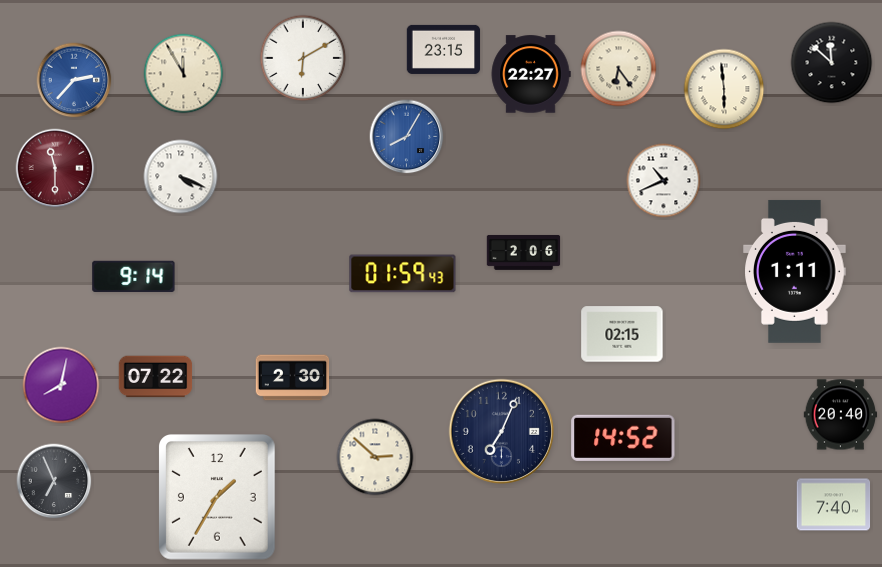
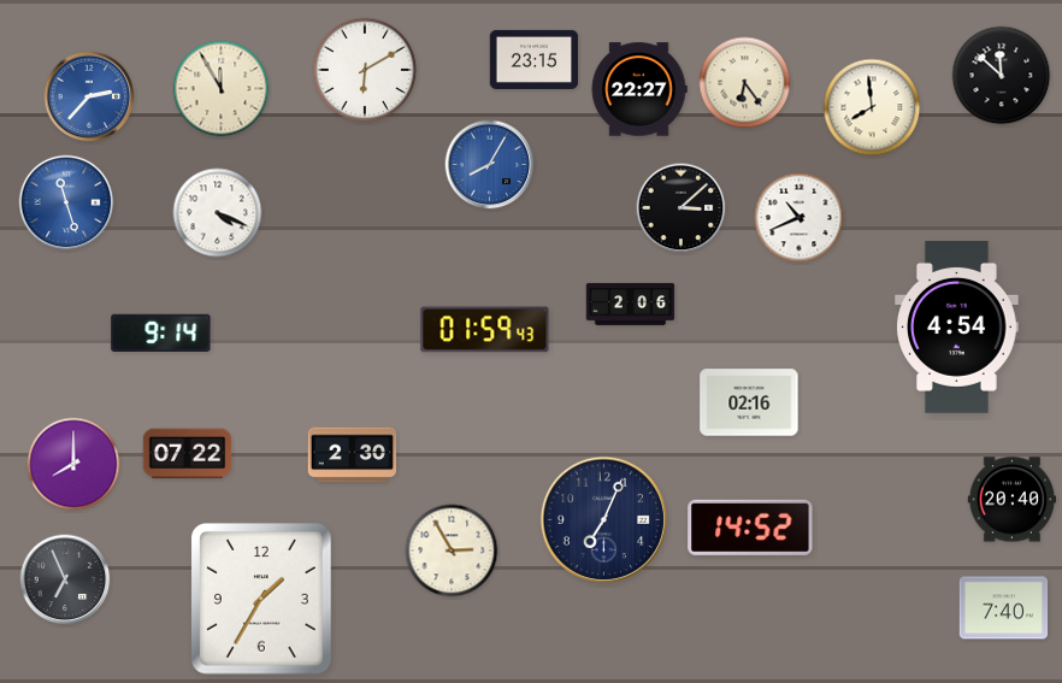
clock at (724, 89): 5:59 -> 7:59
clock at (55, 168): 11:30 -> 11:27
clock at (55, 168) dial: burgundy -> blue
clock at (682, 208): none -> 3:08
clock at (795, 271): 1:11 -> 4:54
clock at (622, 334): 02:15 -> 02:16
clock at (61, 385): 8:02 -> 8:00
clock at (375, 457): 2:52 -> 2:55
